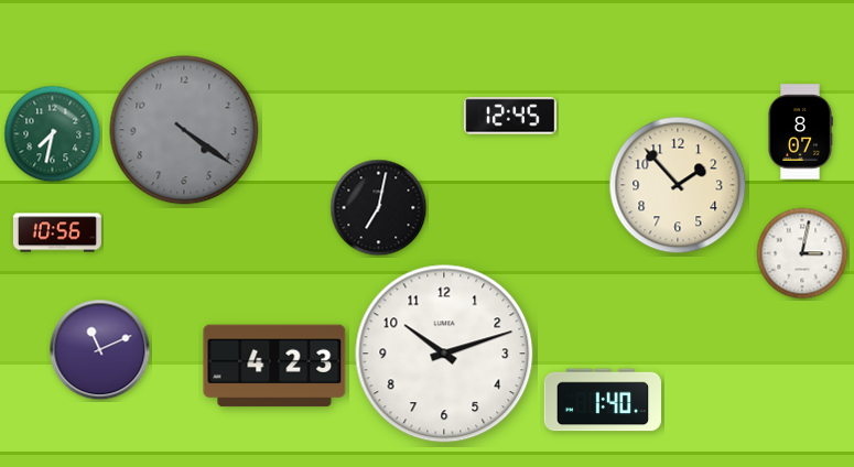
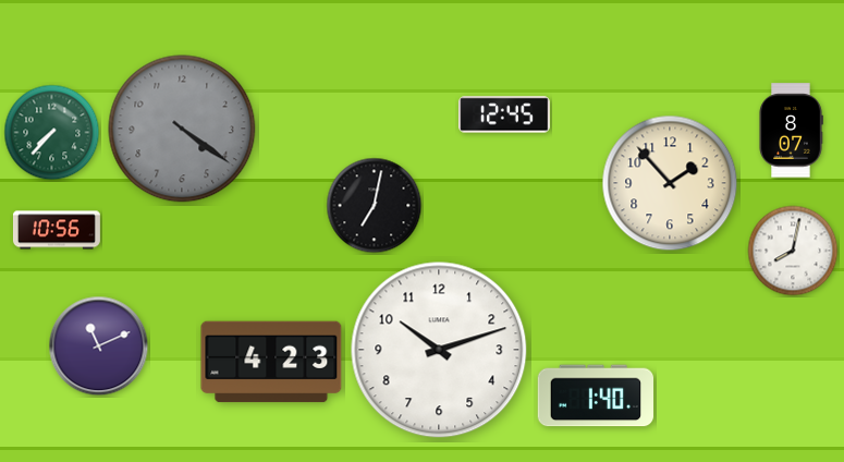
clock at (53, 134): 7:32 -> 7:37
clock at (802, 253): 3:02 -> 8:02
